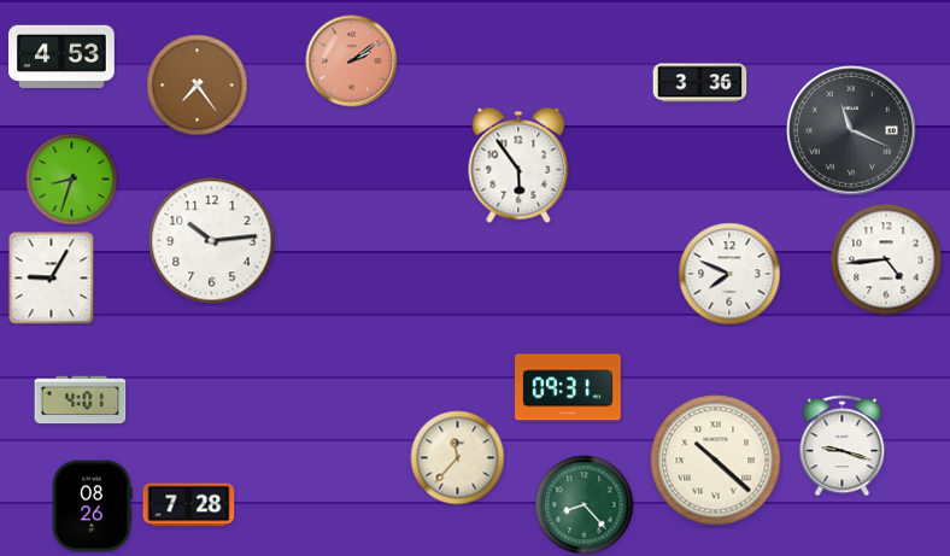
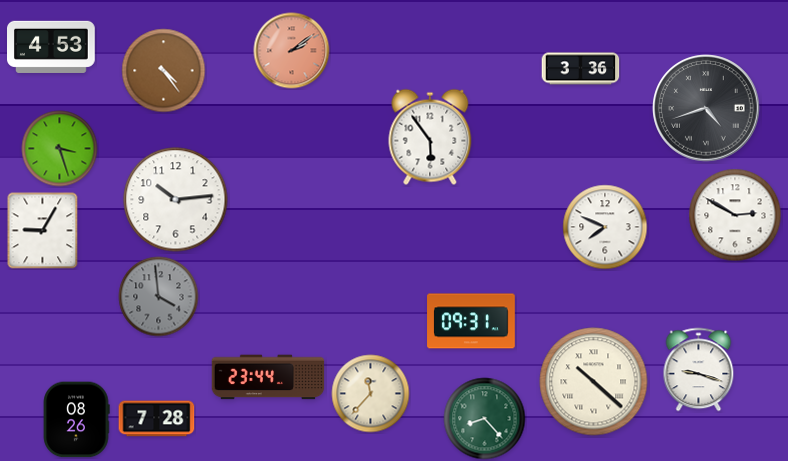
clock at (198, 86): 7:24 -> 4:24
clock at (851, 130): 11:19 -> 4:42
clock at (72, 180): 8:33 -> 3:27
clock at (886, 259): 4:44 -> 2:50
clock at (159, 297): none -> 3:59
clock at (81, 400): 4:01 -> none
clock at (268, 377): none -> 23:44
clock at (458, 458) position: (458, 458) -> (371, 394)
